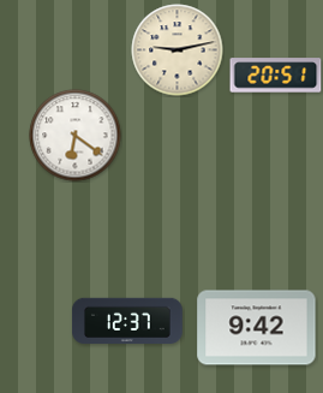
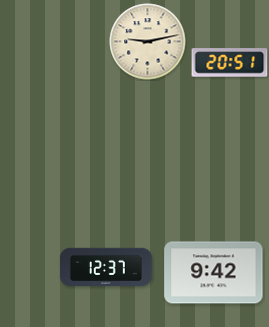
clock at (76, 136): 6:21 -> none
